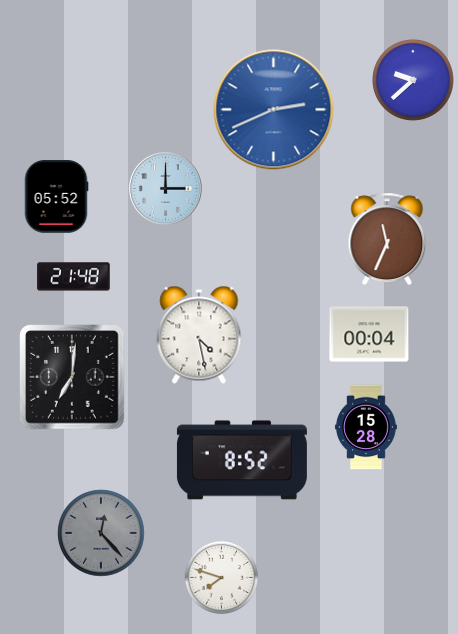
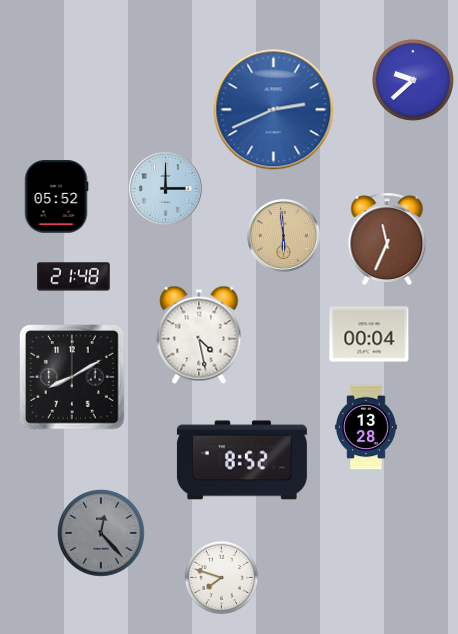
clock at (284, 236): none -> 5:59
clock at (72, 377): 7:01 -> 8:10
clock at (366, 427): 15:28 -> 13:28
